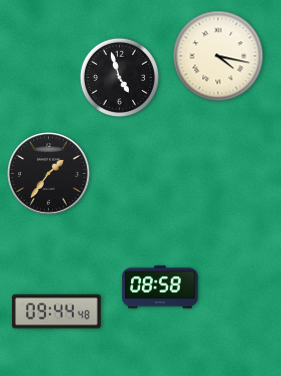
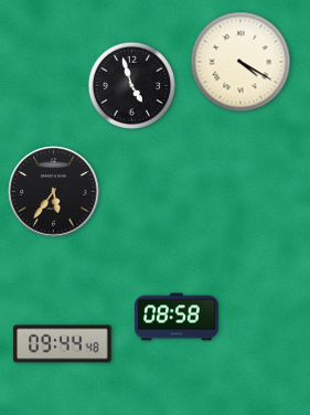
clock at (218, 56): 4:17 -> 4:20
clock at (49, 174): 1:36 -> 5:36
